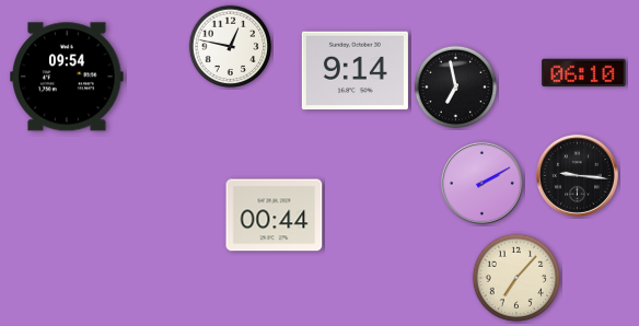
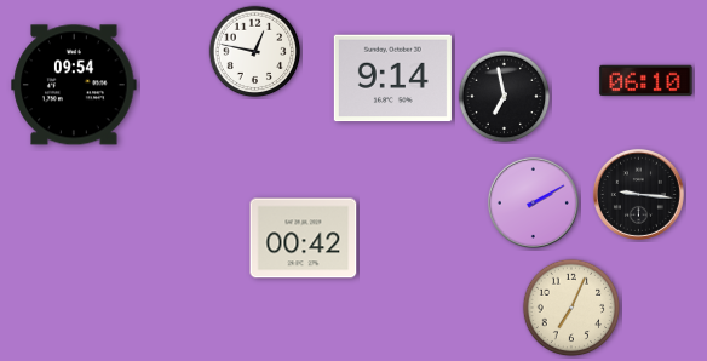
clock at (275, 216): 00:44 -> 00:42
clock at (516, 278): 7:07 -> 7:04
